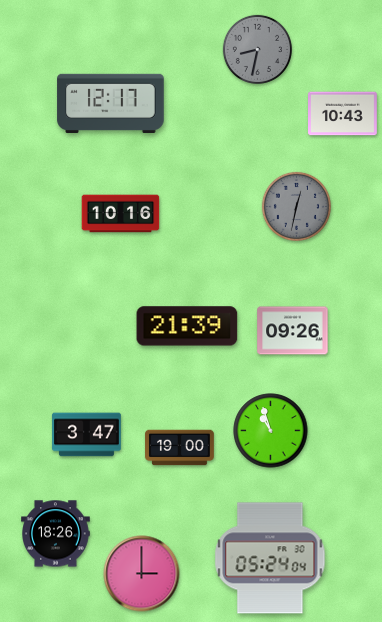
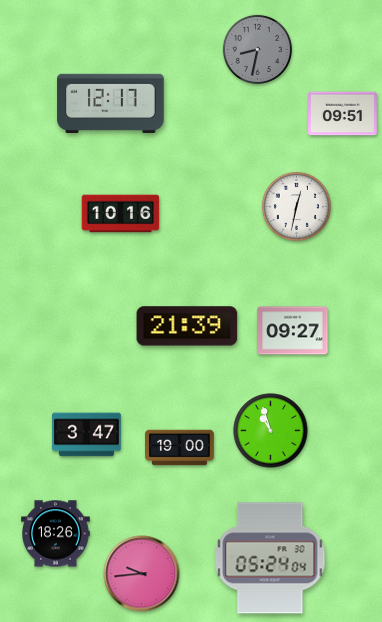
clock at (343, 114): 10:43 -> 09:51
clock at (296, 206) dial: grey -> white
clock at (293, 331): 09:26 -> 09:27
clock at (142, 574): 3:00 -> 9:44
